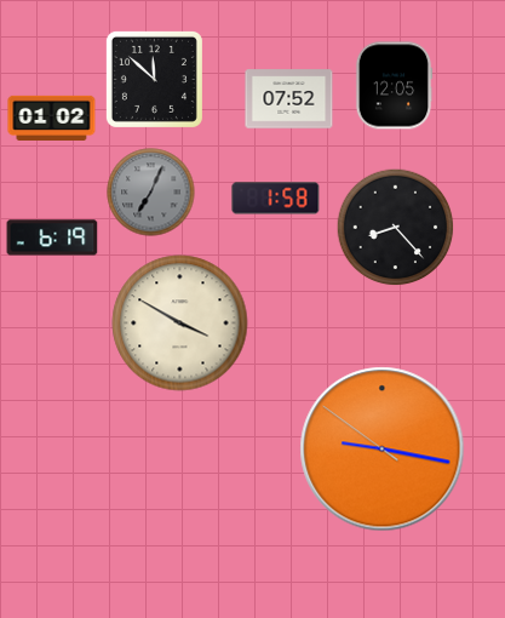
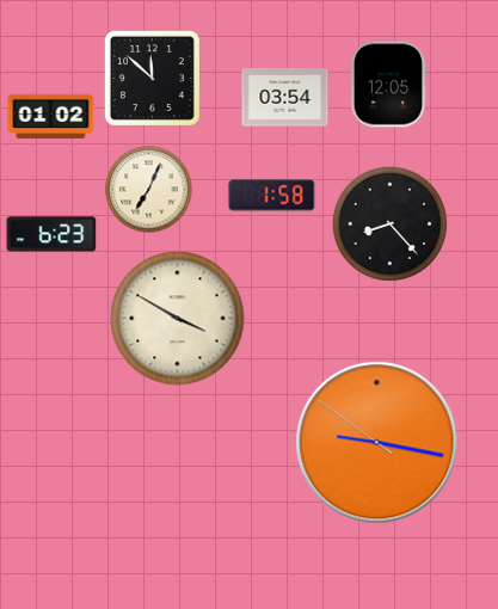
clock at (289, 99): 07:52 -> 03:54
clock at (151, 193) dial: grey -> cream
clock at (52, 238): 6:19 -> 6:23
